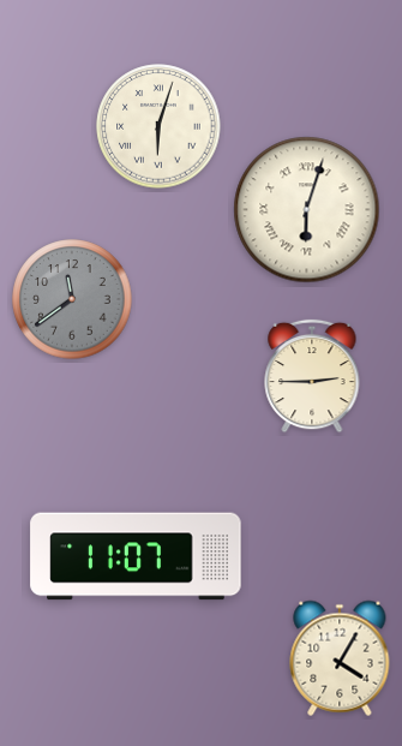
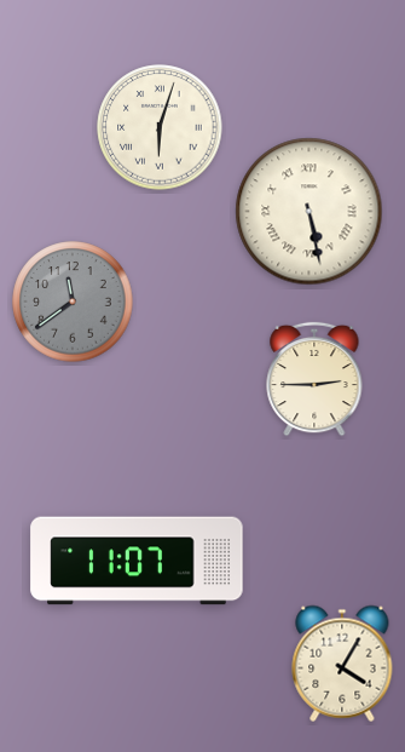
clock at (307, 210): 6:03 -> 5:28
